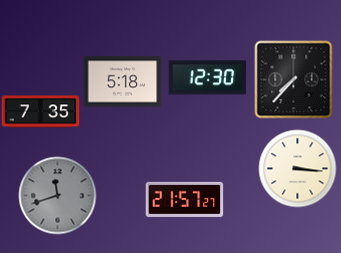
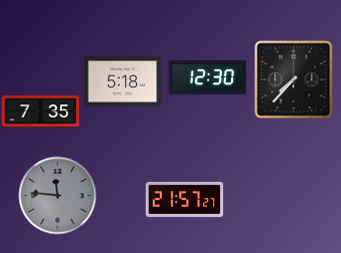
clock at (297, 168): 3:16 -> none
clock at (57, 195): 11:42 -> 11:46
